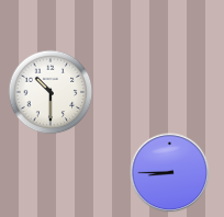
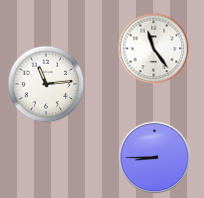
clock at (154, 49): none -> 11:24
clock at (51, 92): 10:30 -> 11:14
